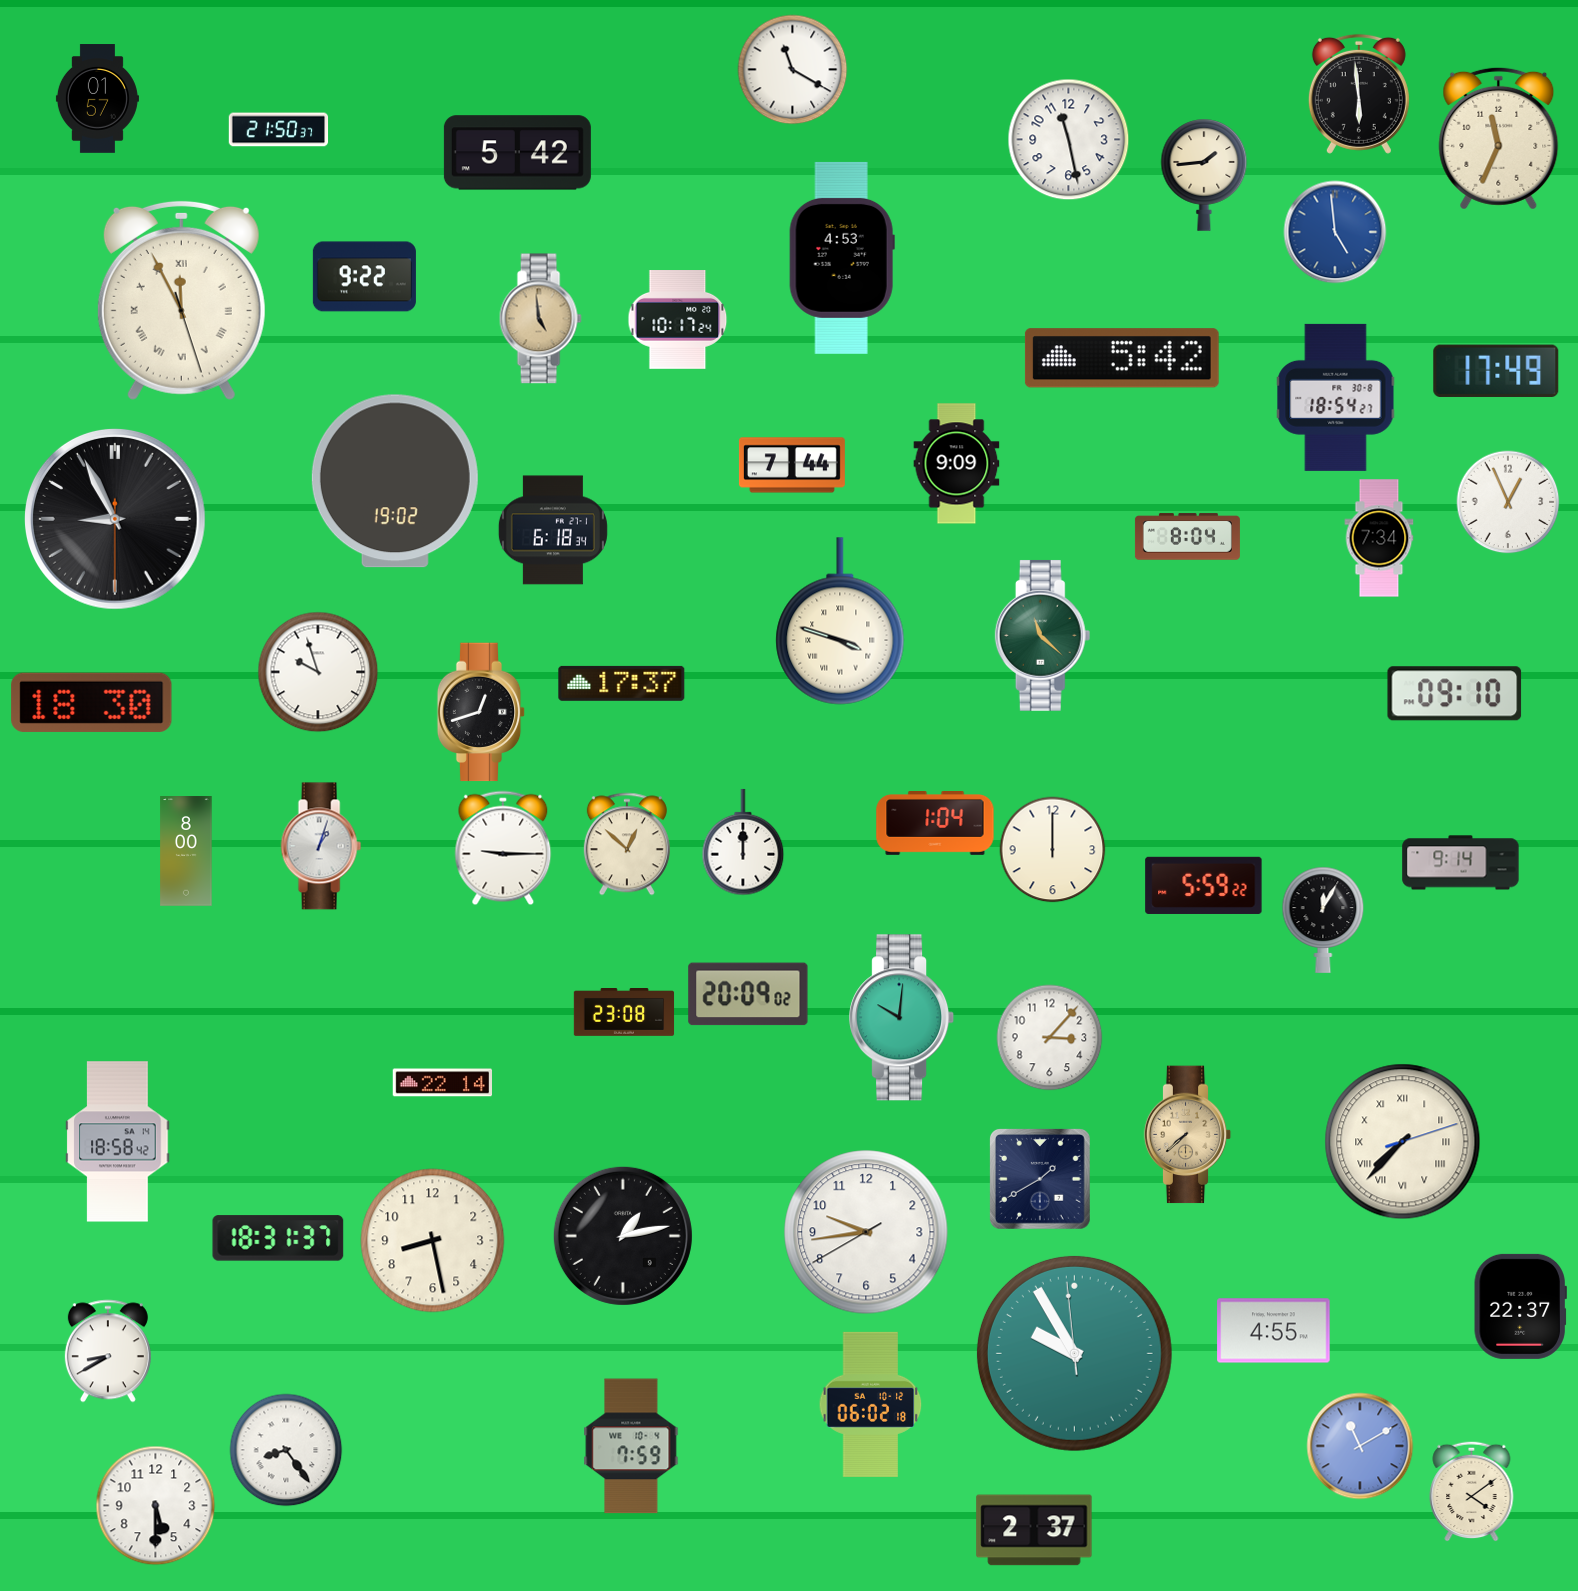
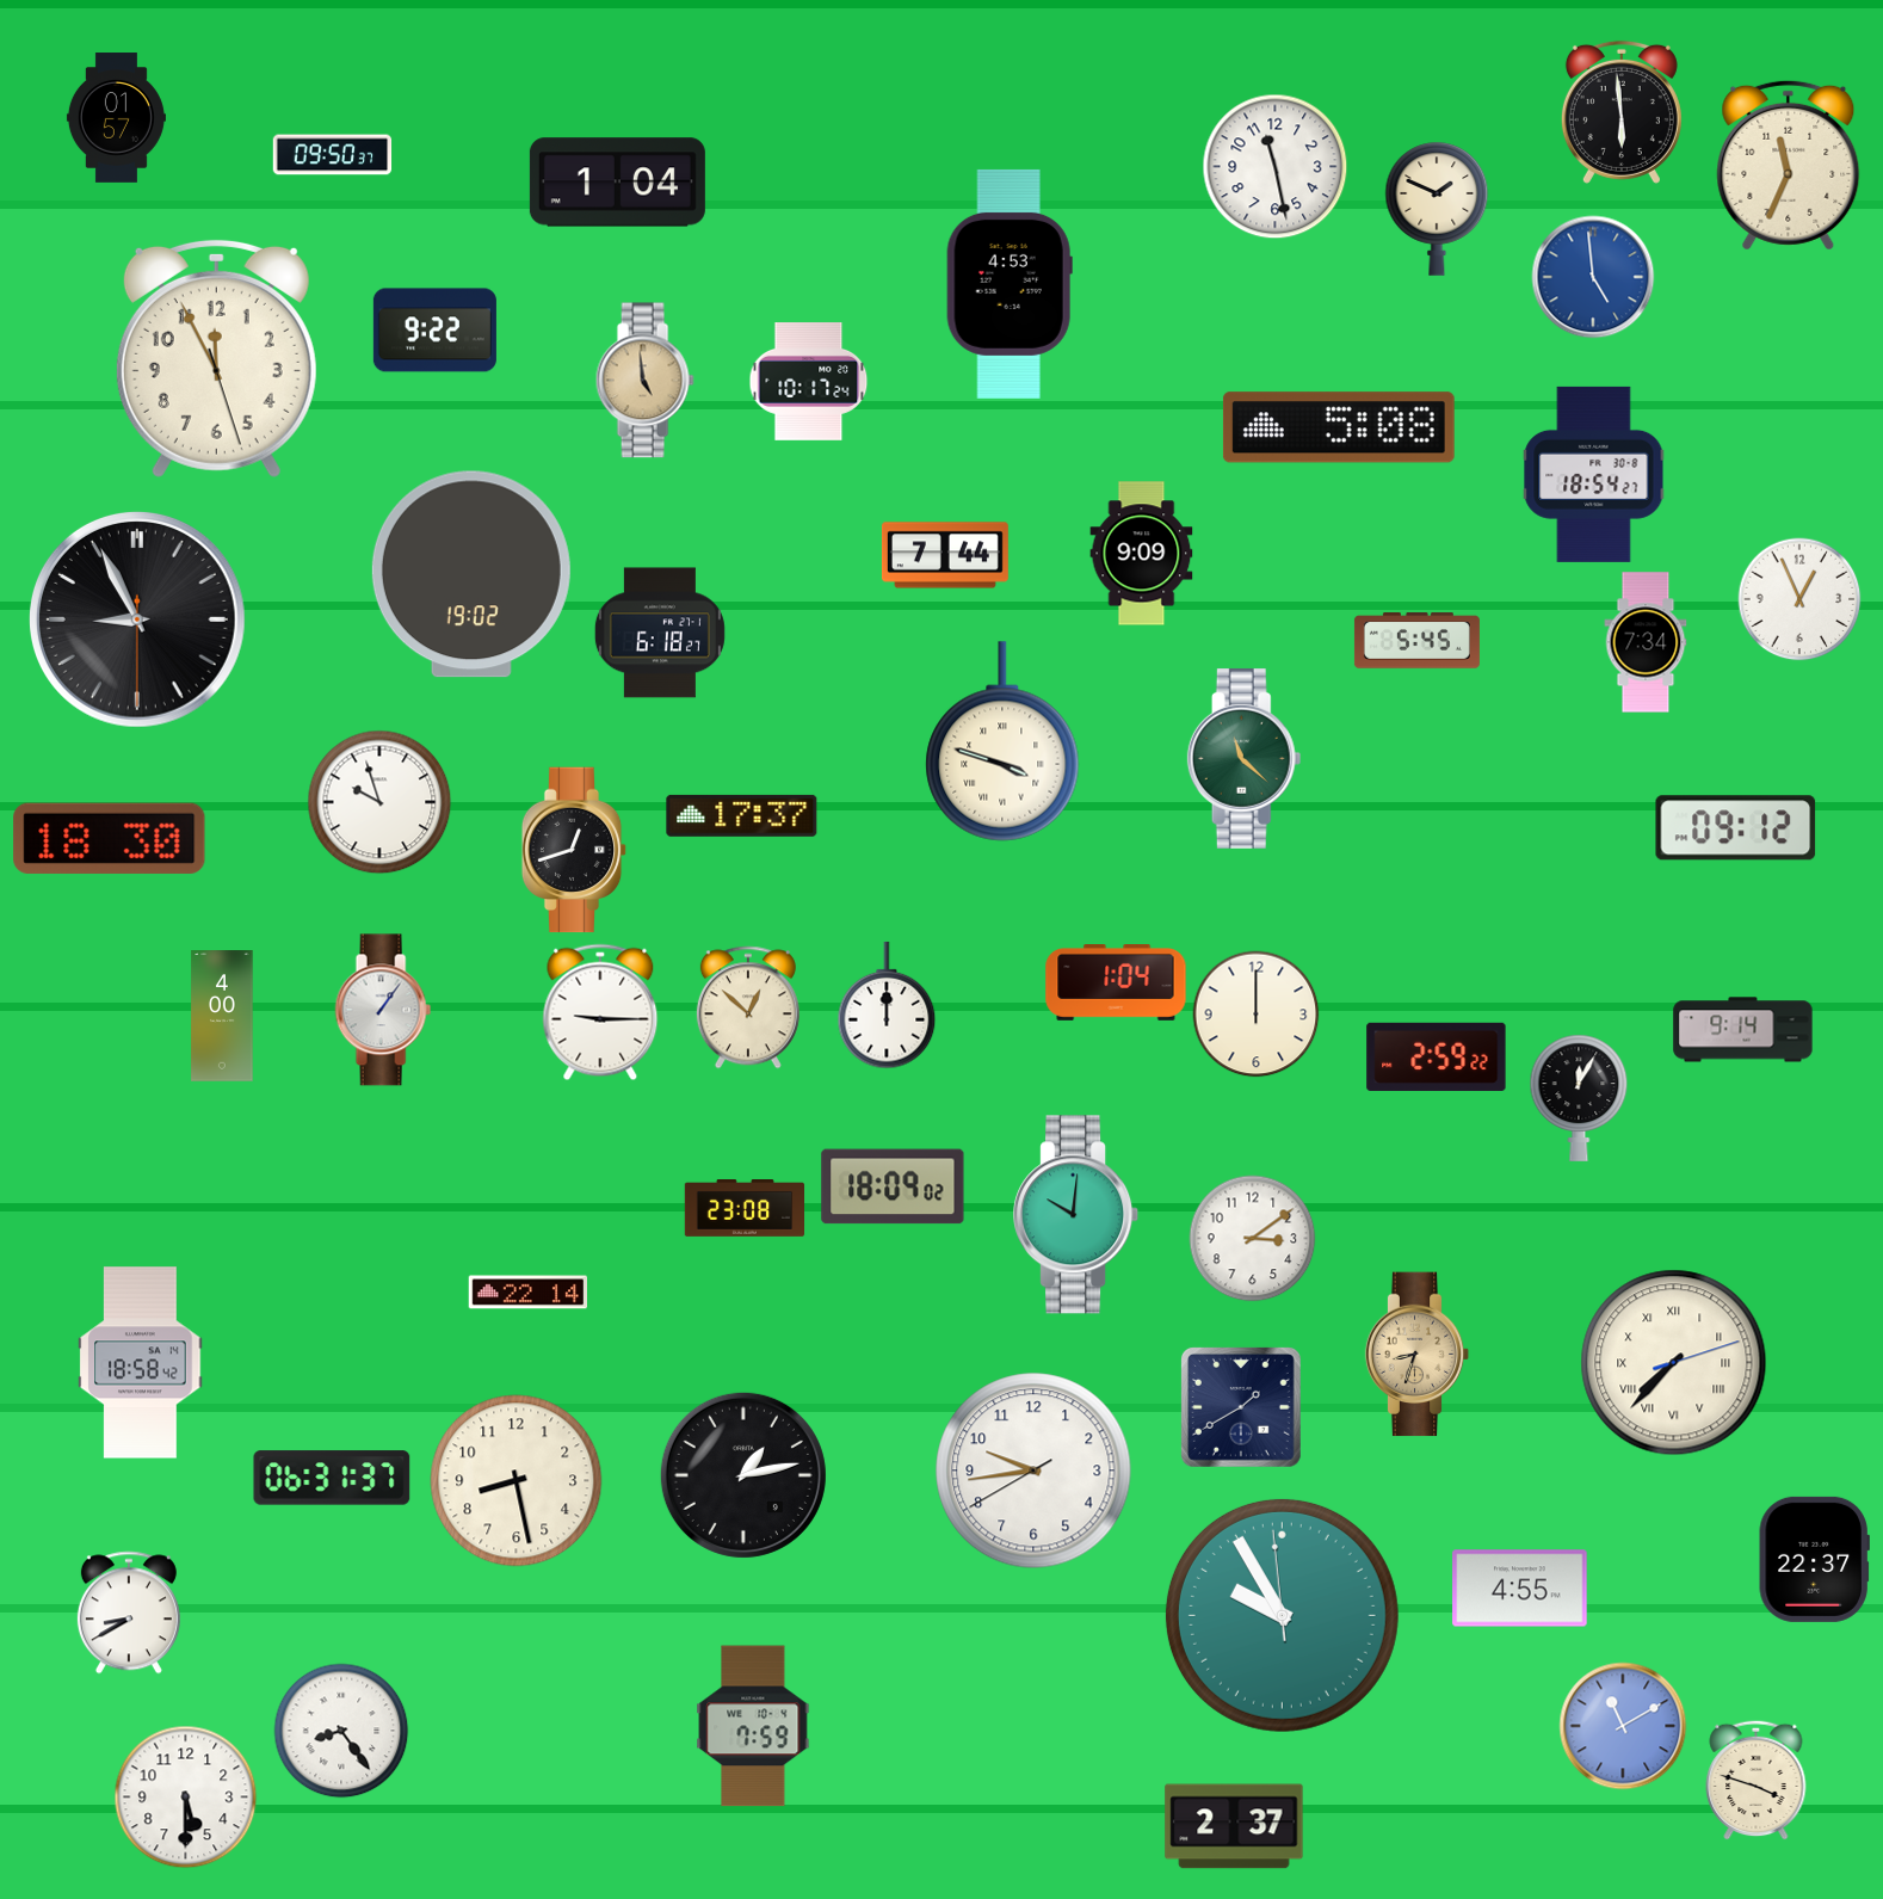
clock at (793, 70): 11:20 -> none
clock at (279, 130): 21:50 -> 09:50
clock at (517, 153): 5:42 -> 1:04
clock at (1204, 175): 1:44 -> 1:49
clock at (842, 258) position: (842, 258) -> (1010, 284)
clock at (181, 300) numerals: Roman -> Arabic
clock at (1122, 358): 5:42 -> 5:08
clock at (1496, 371): 17:49 -> none
clock at (553, 530): 6:18:34 -> 6:18:27
clock at (1187, 537): 8:04 -> 5:45
clock at (1455, 694): 09:10 -> 09:12
clock at (321, 846): 1:03 -> 1:06
clock at (186, 851): 8:00 -> 4:00
clock at (1204, 885): 5:59 -> 2:59
clock at (748, 994): 20:09 -> 18:09
clock at (1050, 1038): 3:07 -> 3:09
clock at (1188, 1135): 7:38 -> 8:33
clock at (278, 1238): 18:31 -> 06:31
clock at (871, 1404): 06:02 -> none
clock at (1472, 1491): 4:09 -> 3:48
